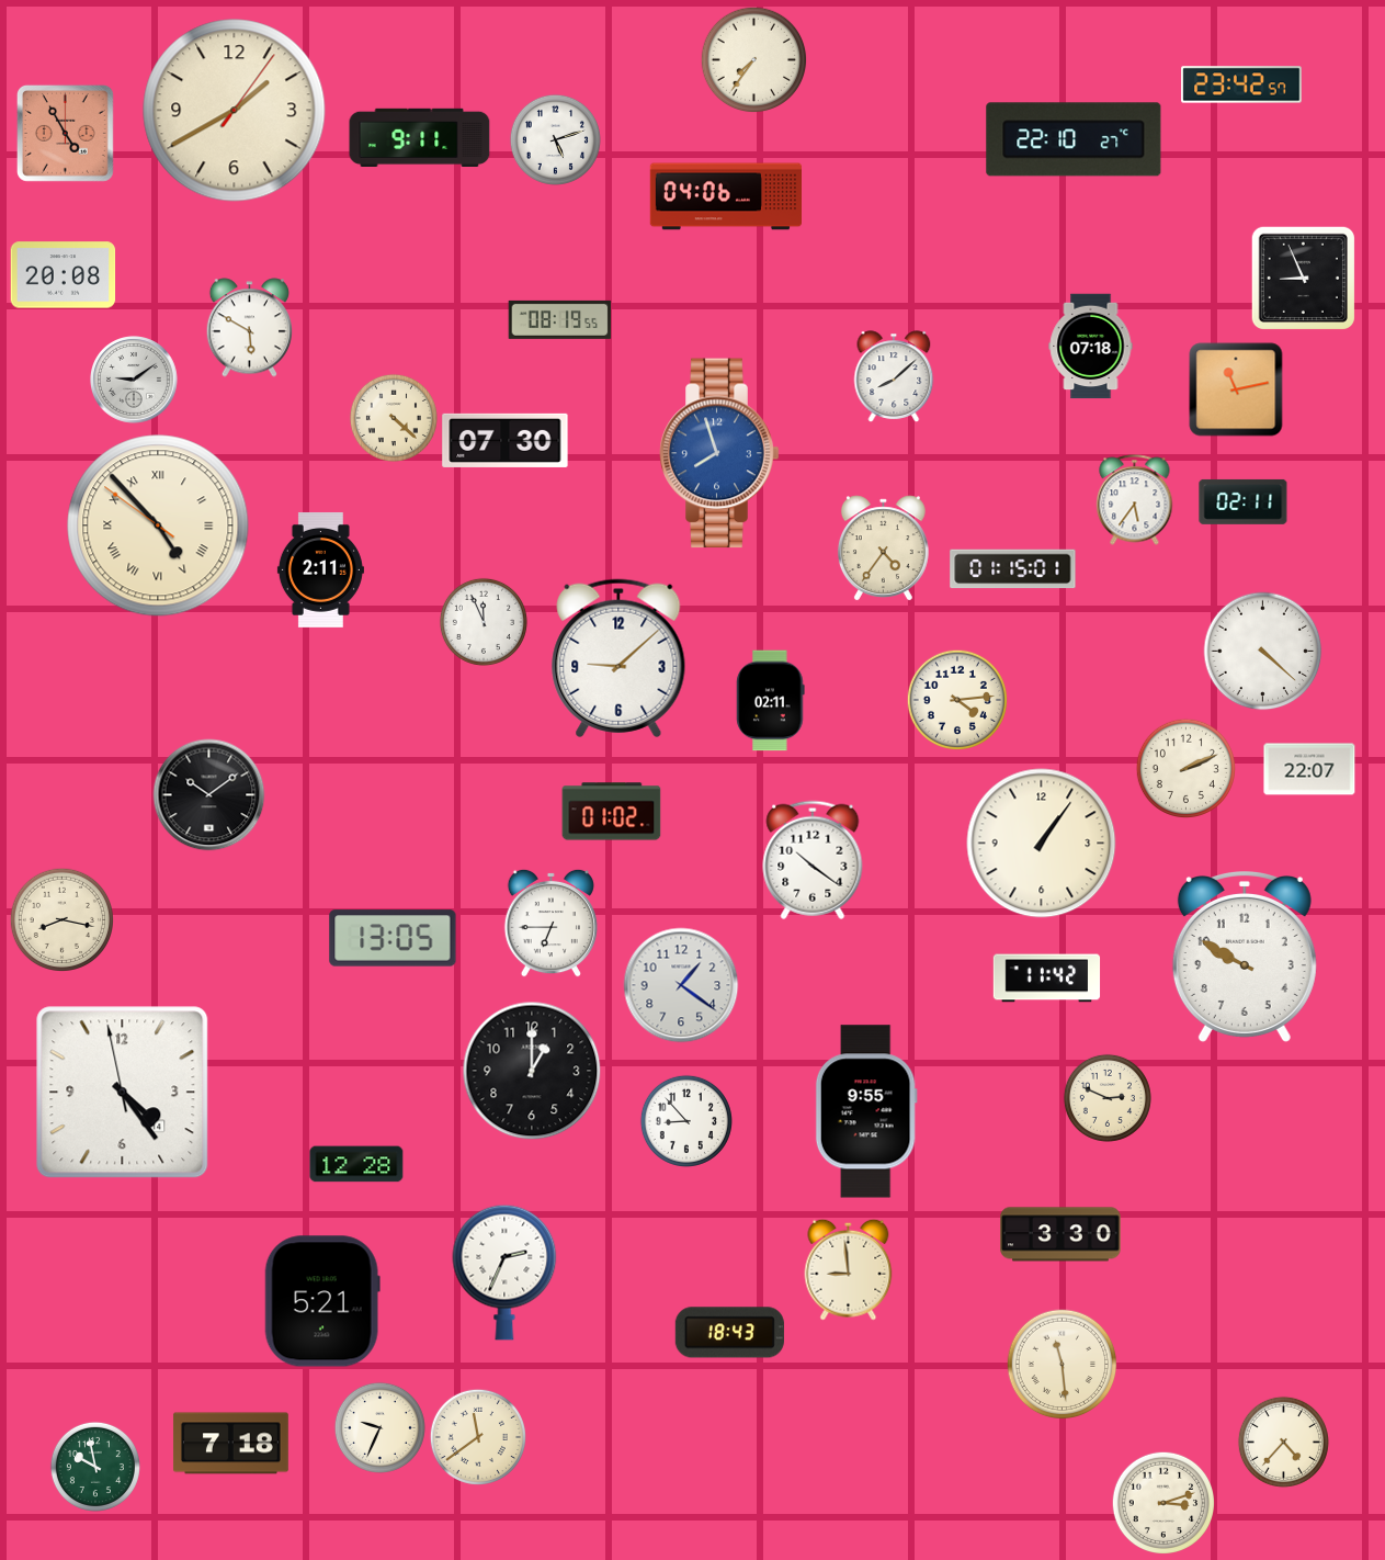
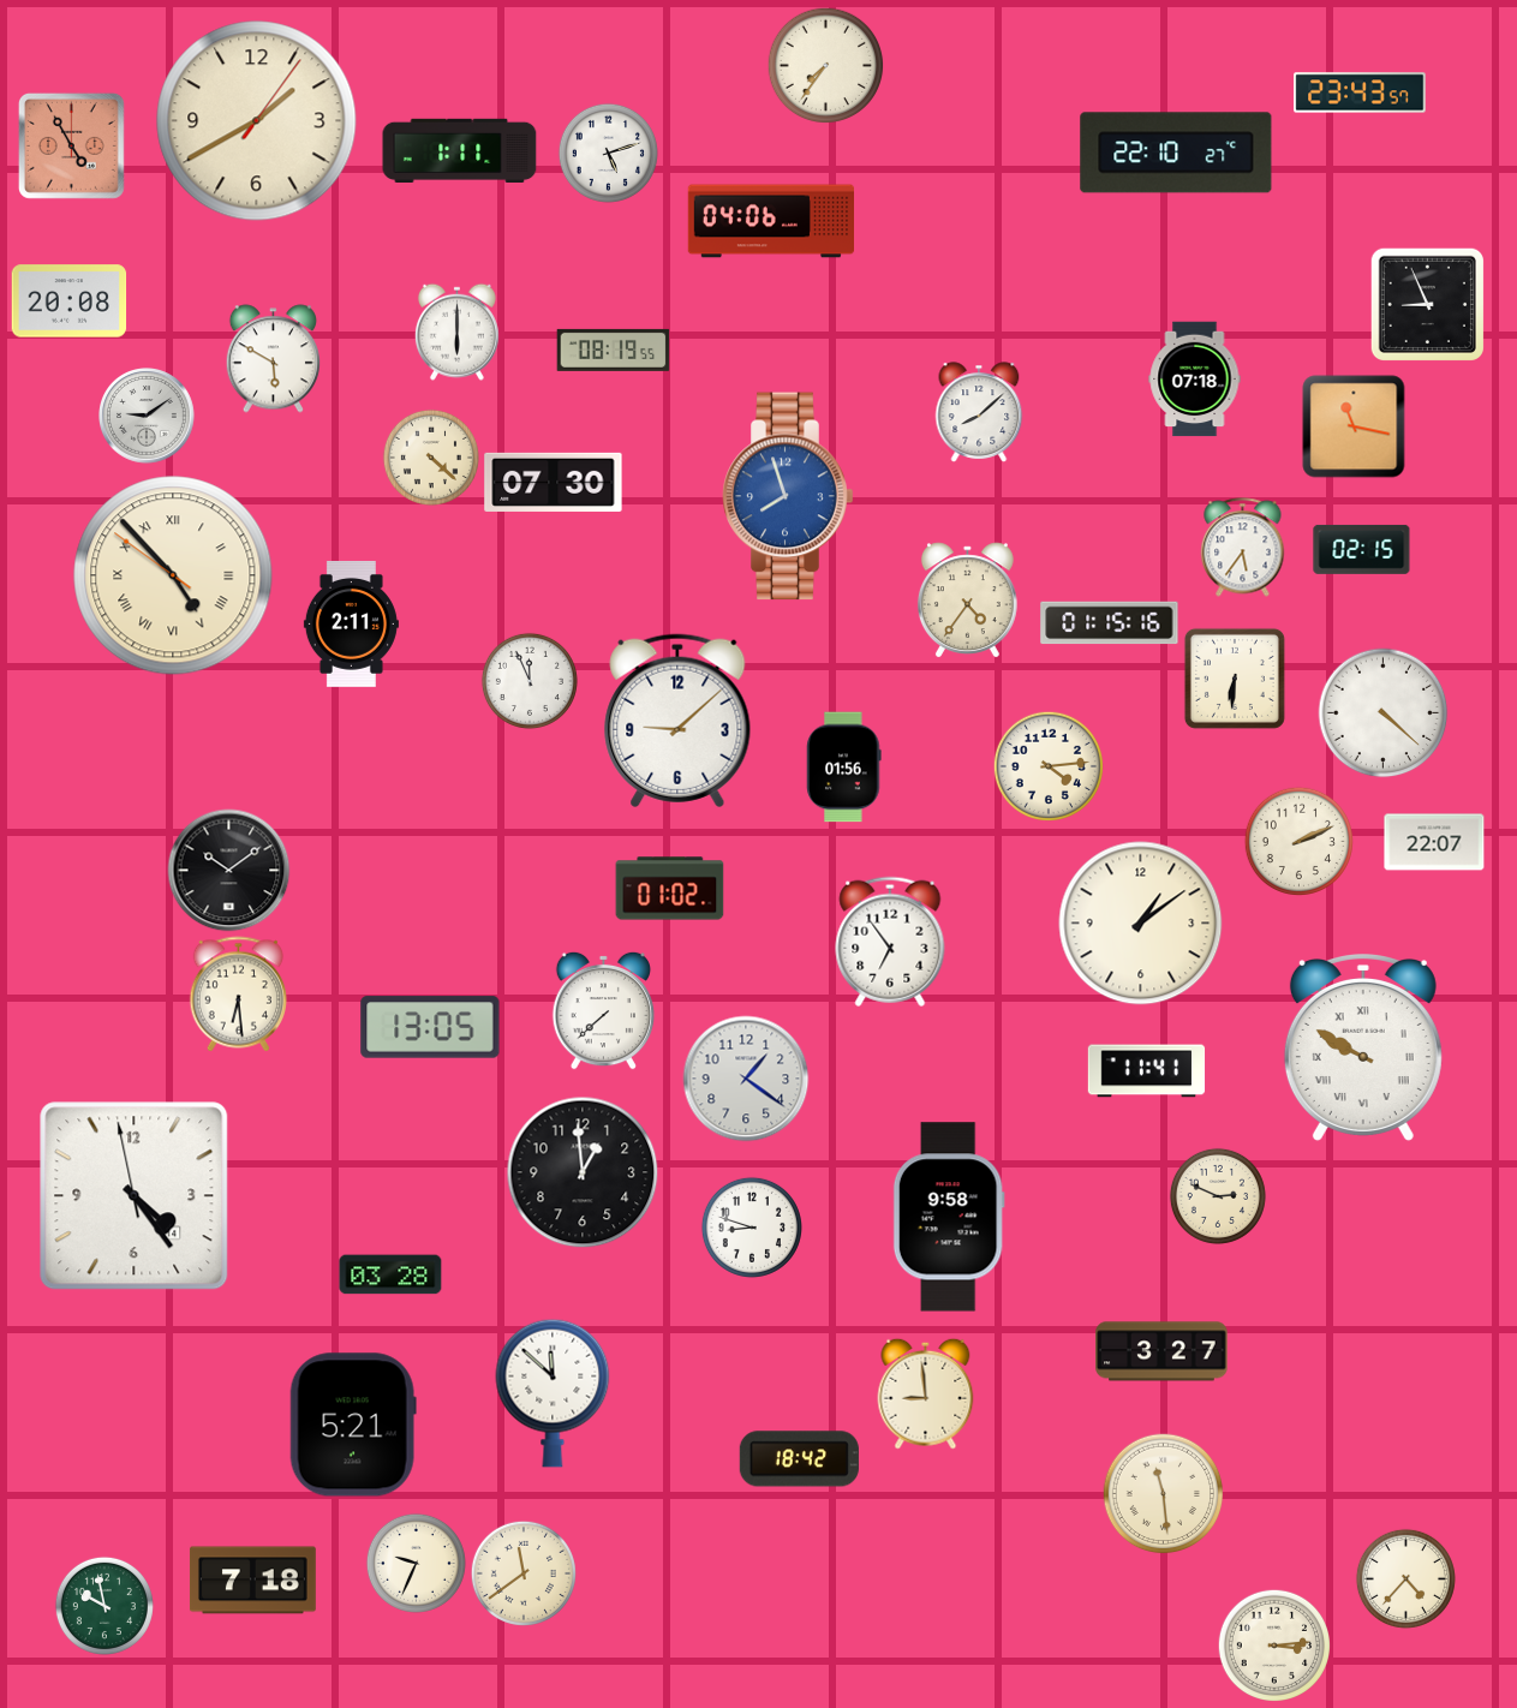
clock at (1241, 84): 23:42 -> 23:43
clock at (420, 137): 9:11 -> 1:11
clock at (725, 196) position: (725, 196) -> (770, 221)
clock at (456, 332): none -> 6:00
clock at (1236, 389): 11:13 -> 11:17
clock at (1244, 501): 02:11 -> 02:15
clock at (1013, 569): 01:15:01 -> 01:15:16
clock at (1235, 679): none -> 6:31
clock at (771, 701): 02:11 -> 01:56
clock at (1042, 844): 1:06 -> 1:09
clock at (813, 860): 10:21 -> 6:54
clock at (239, 995): none -> 6:29
clock at (61, 919): 8:17 -> none
clock at (550, 923): 6:45 -> 7:38
clock at (1245, 958) numerals: Arabic -> Roman
clock at (1047, 979): 11:42 -> 11:41
clock at (532, 1071): 1:00 -> 12:59
clock at (1108, 1098) position: (1108, 1098) -> (1218, 1196)
clock at (866, 1111): 9:55 -> 9:58
clock at (686, 1121): 8:53 -> 8:48
clock at (356, 1164): 12:28 -> 03:28
clock at (1060, 1234): 3:30 -> 3:27
clock at (849, 1269) position: (849, 1269) -> (926, 1393)
clock at (504, 1273): 2:34 -> 11:52
clock at (729, 1333): 18:43 -> 18:42
clock at (1162, 1502): 3:12 -> 3:14
